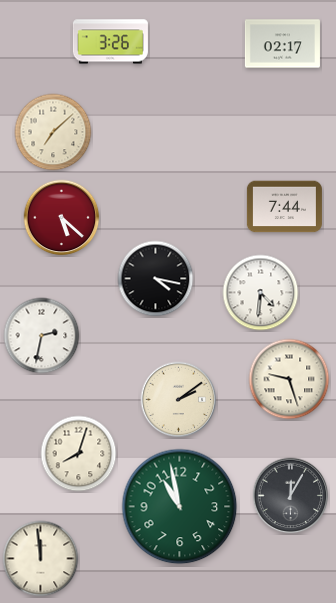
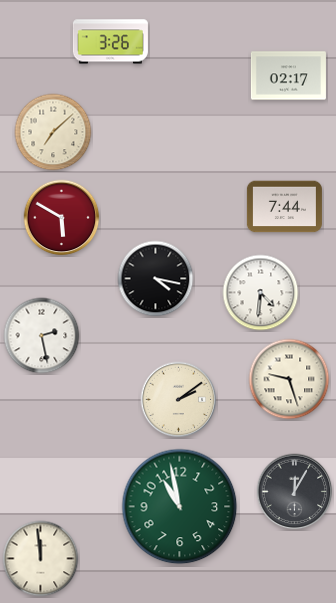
clock at (282, 44) position: (282, 44) -> (288, 76)
clock at (62, 218): 5:22 -> 5:50
clock at (42, 336): 2:32 -> 2:28
clock at (79, 454): 8:03 -> none
clock at (291, 496) position: (291, 496) -> (295, 492)
